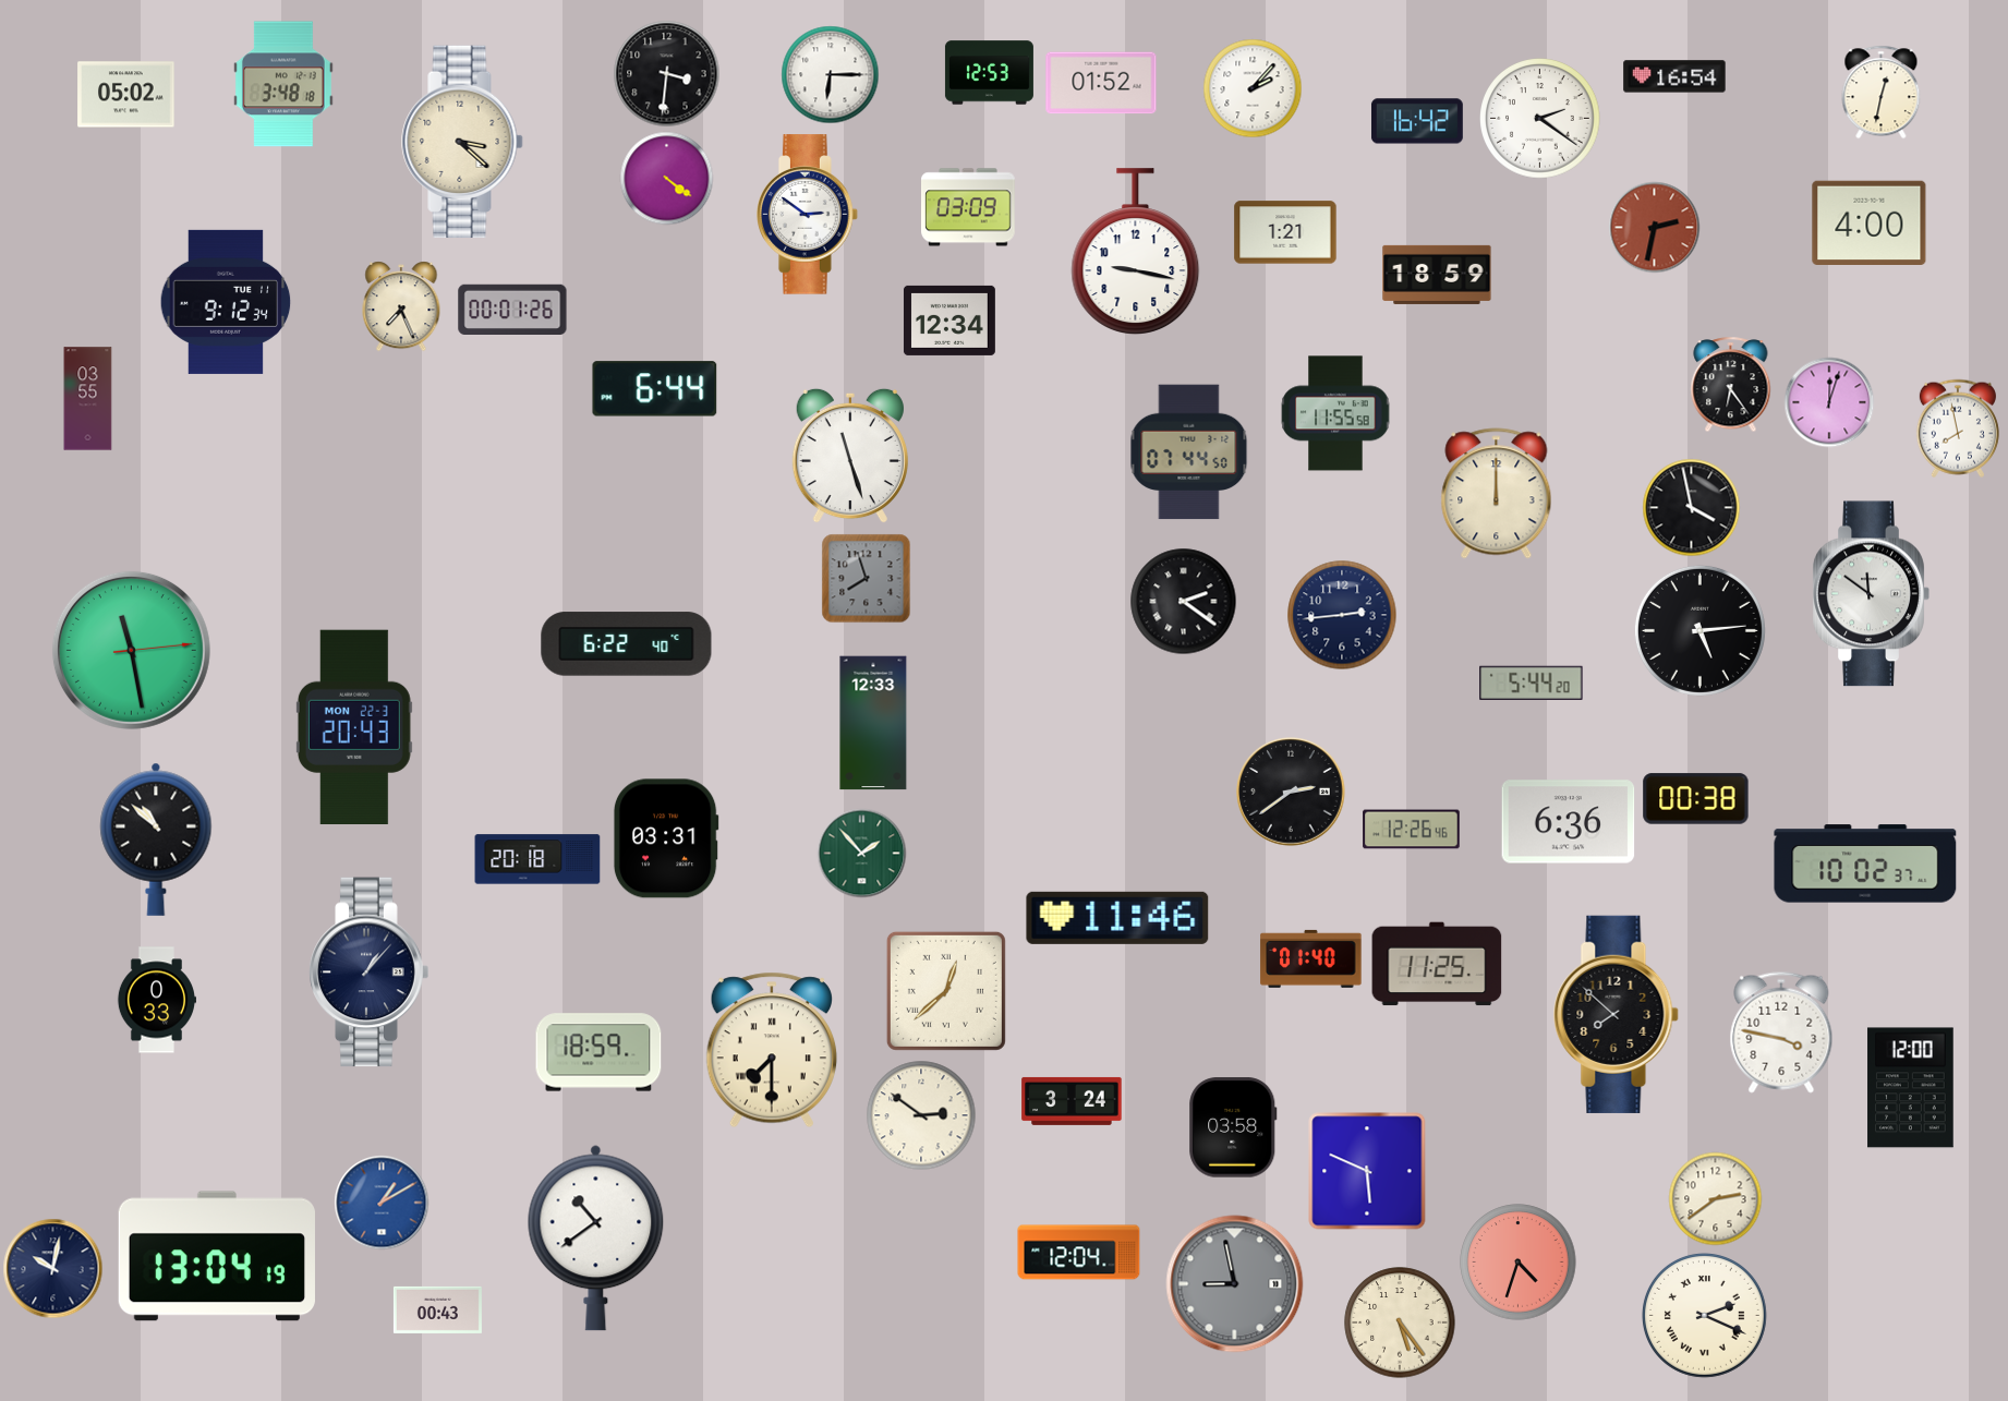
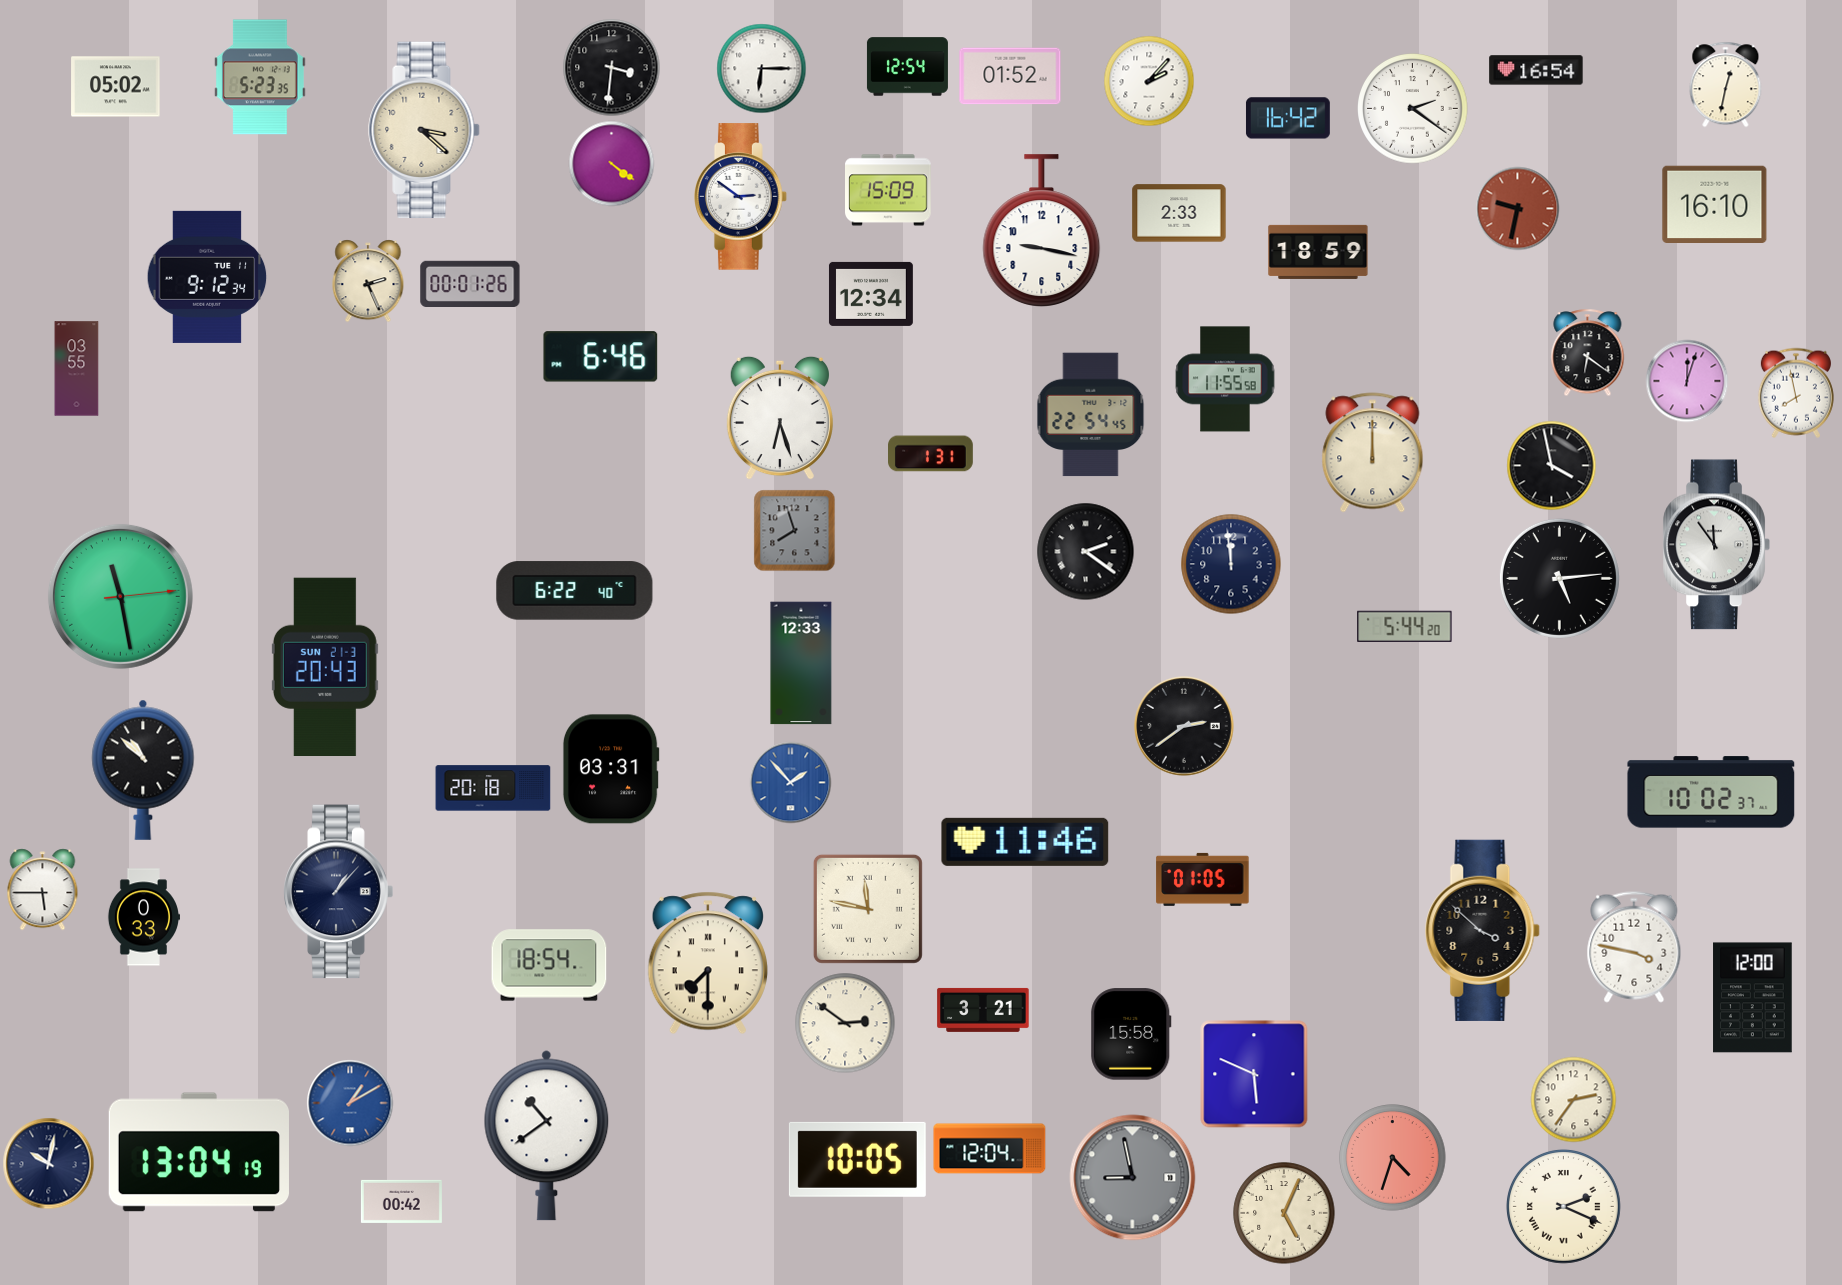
clock at (989, 73): 12:53 -> 12:54
clock at (283, 84): 3:48 -> 5:23
clock at (1417, 121) position: (1417, 121) -> (1288, 118)
clock at (969, 207): 03:09 -> 15:09
clock at (1870, 222): 4:00 -> 16:10
clock at (1654, 227): 2:32 -> 9:32
clock at (1285, 232): 1:21 -> 2:33
clock at (401, 306): 7:26 -> 2:26
clock at (1731, 384): 6:24 -> 6:21
clock at (655, 389): 6:44 -> 6:46
clock at (88, 399) position: (88, 399) -> (77, 369)
clock at (1829, 402) position: (1829, 402) -> (1687, 381)
clock at (1189, 452): 07:44 -> 22:54
clock at (850, 456): 11:27 -> 6:27
clock at (931, 454): none -> 1:31
clock at (1871, 594): 11:51 -> 11:54
clock at (1342, 615): 2:44 -> 11:59
clock at (354, 726) date: MON 22-3 -> SUN 21-3
clock at (1696, 799): 00:38 -> none
clock at (1569, 822): 6:36 -> none
clock at (1412, 830): 12:26 -> none
clock at (861, 853) dial: green -> blue
clock at (1311, 958): 01:40 -> 01:05
clock at (1437, 964): 11:25 -> none
clock at (43, 889): none -> 5:45
clock at (946, 991): 12:38 -> 11:47
clock at (1617, 1014): 7:52 -> 3:52
clock at (598, 1052): 18:59 -> 18:54
clock at (1072, 1101): 3:24 -> 3:21
clock at (1233, 1127): 03:58 -> 15:58
clock at (1715, 1198): 2:39 -> 2:36
clock at (857, 1159): none -> 10:05
clock at (437, 1309): 00:43 -> 00:42
clock at (1400, 1323): 5:24 -> 5:04
